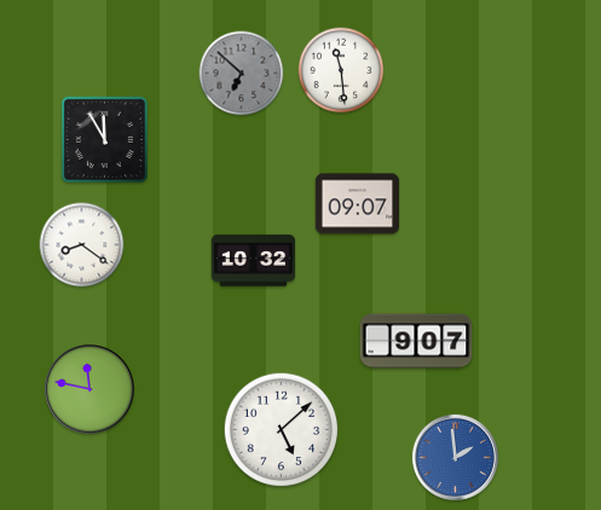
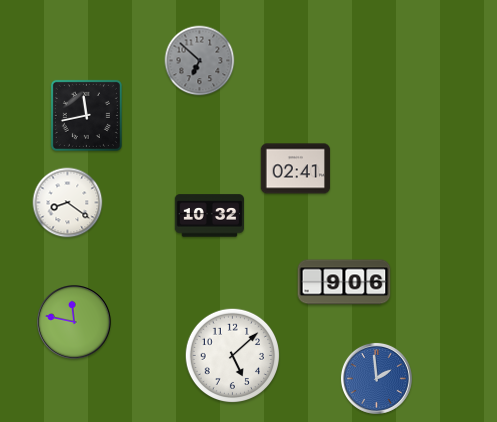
clock at (341, 70): 11:29 -> none
clock at (104, 139): 11:55 -> 11:43
clock at (358, 204): 09:07 -> 02:41
clock at (416, 341): 9:07 -> 9:06
